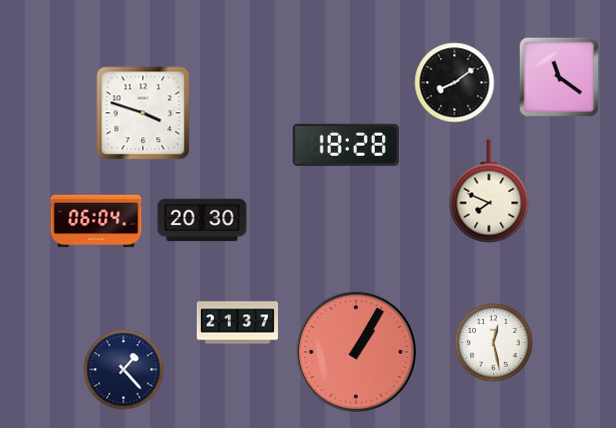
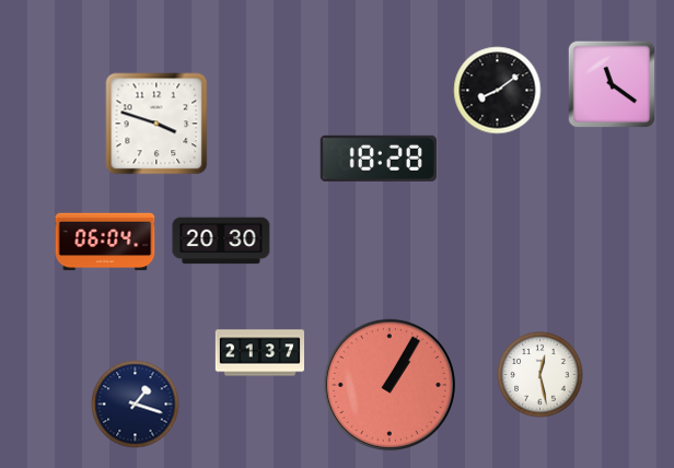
clock at (489, 191): 7:49 -> none
clock at (124, 370): 1:23 -> 1:18
